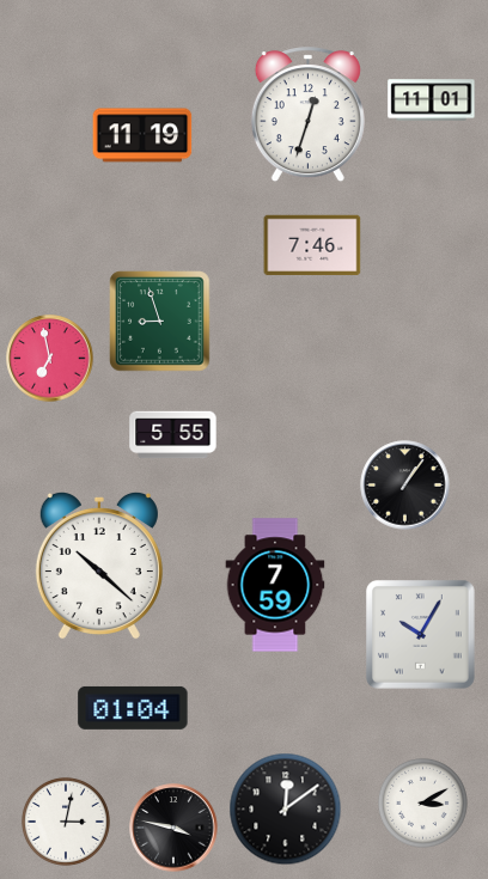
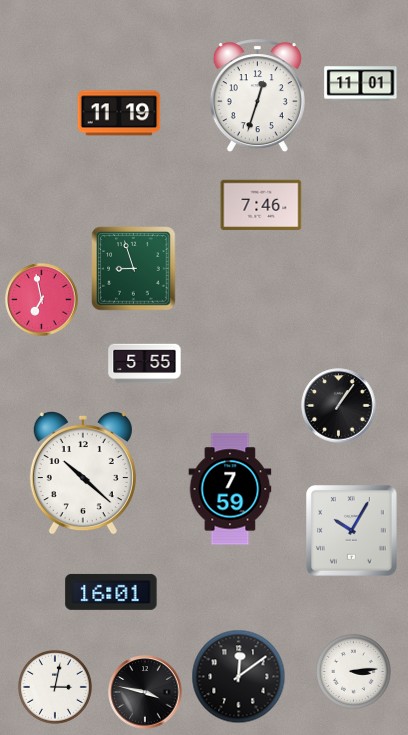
clock at (133, 708): 01:04 -> 16:01
clock at (422, 802): 3:10 -> 3:14
